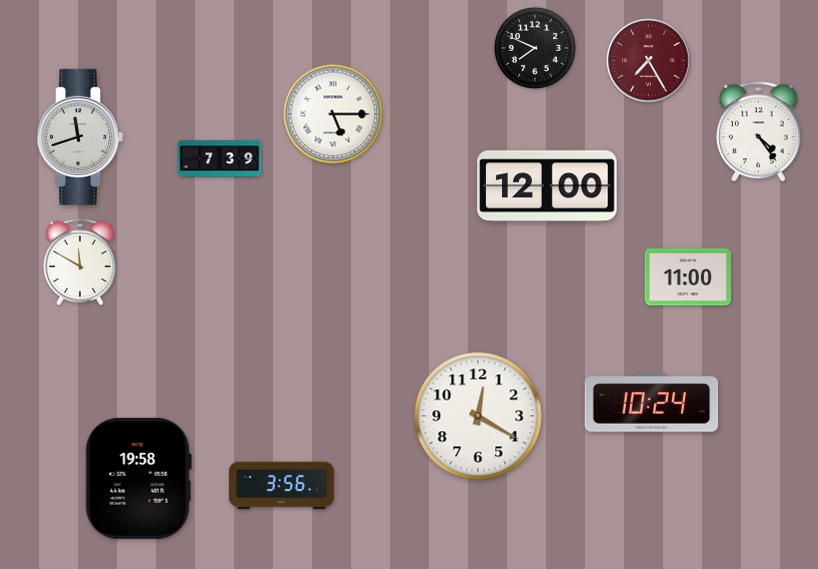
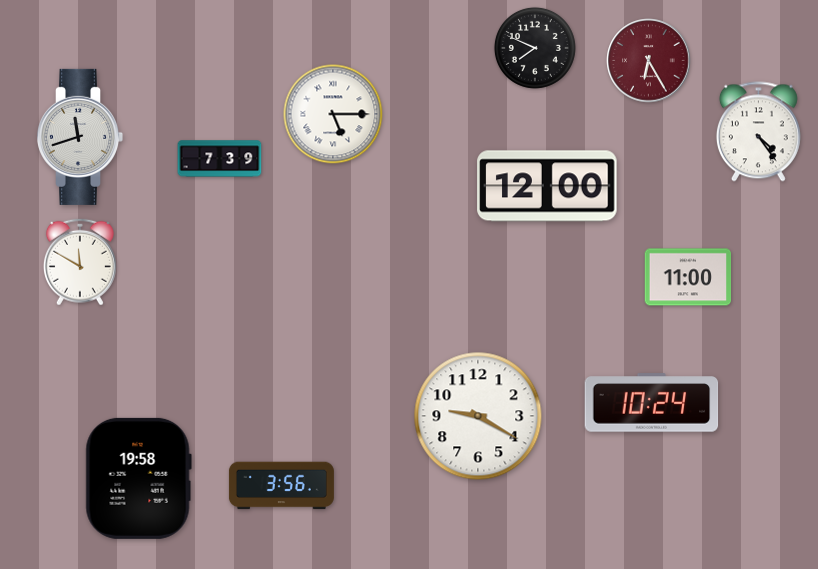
clock at (649, 61): 7:25 -> 6:25
clock at (478, 416): 12:20 -> 9:20
